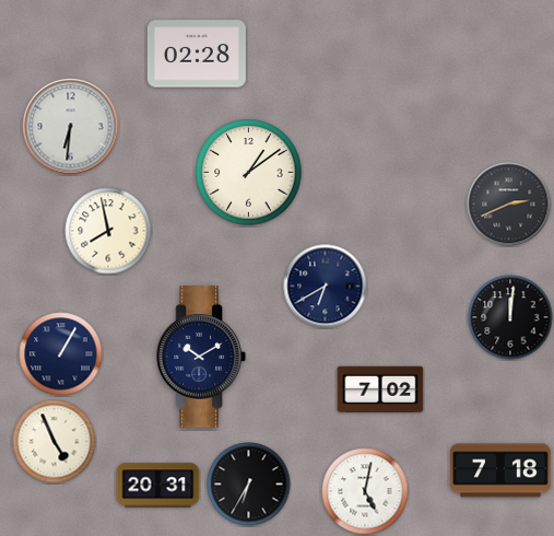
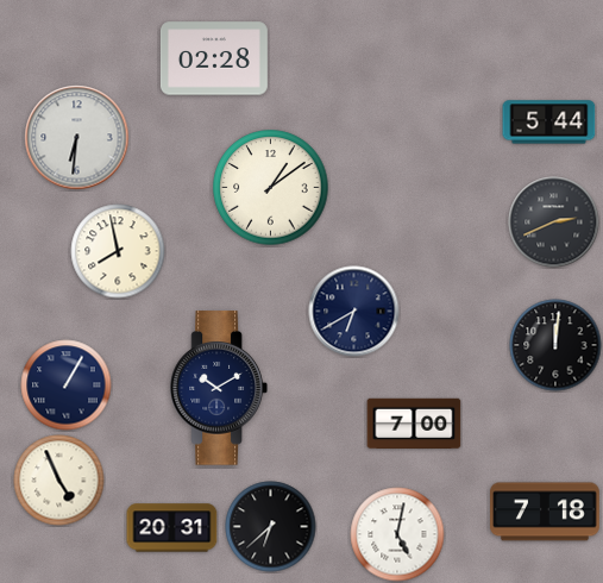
clock at (549, 123): none -> 5:44
clock at (380, 389): 7:02 -> 7:00
clock at (249, 485): 6:35 -> 6:38
